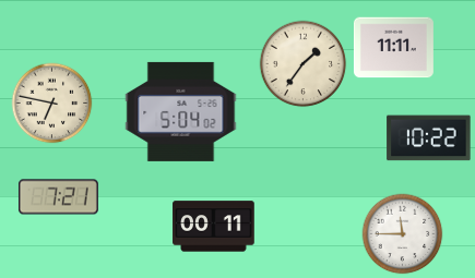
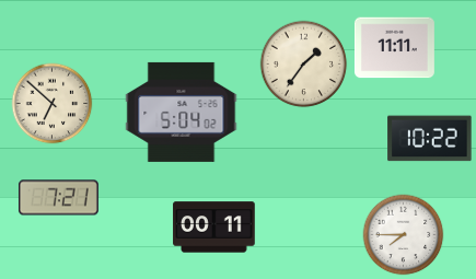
clock at (52, 104): 6:47 -> 6:52
clock at (403, 234): 11:45 -> 7:45
